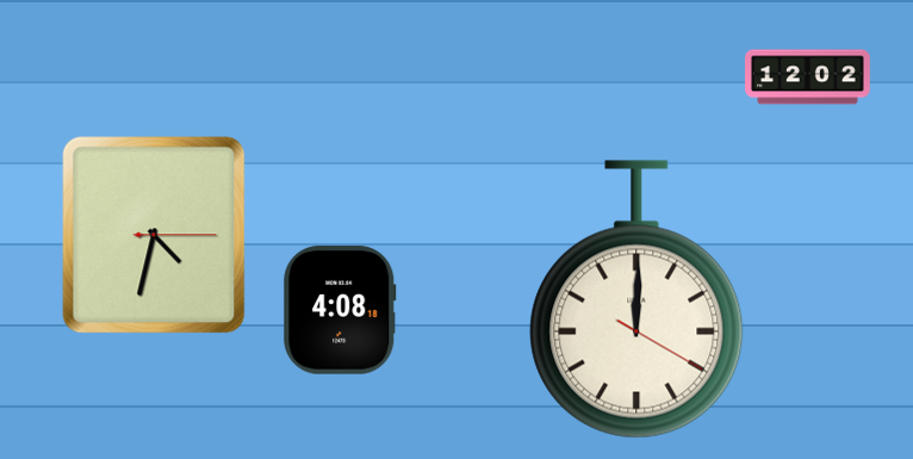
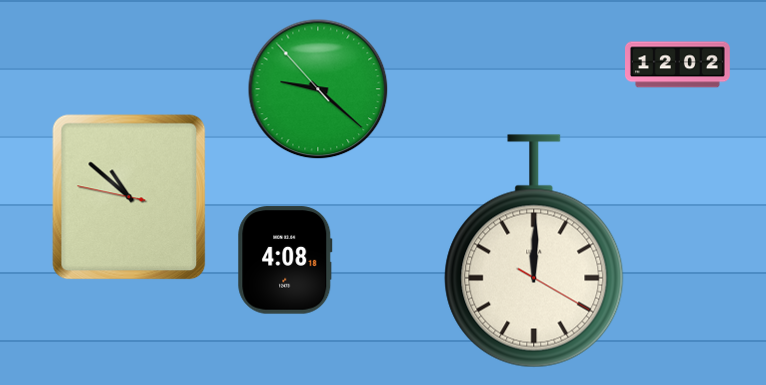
clock at (318, 89): none -> 9:21
clock at (154, 235): 4:32 -> 10:51
